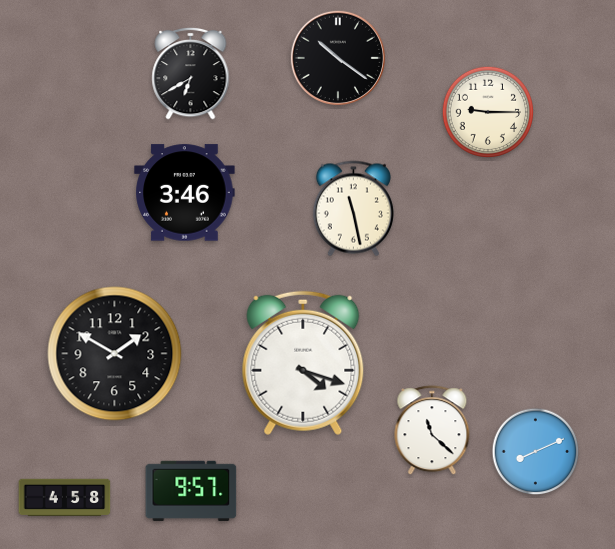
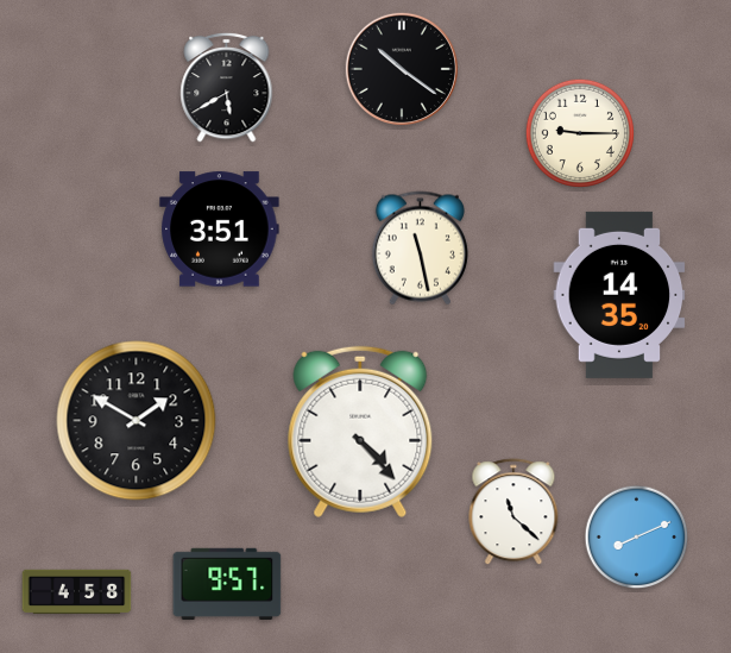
clock at (191, 73): 6:40 -> 5:40
clock at (185, 193): 3:46 -> 3:51
clock at (619, 295): none -> 14:35
clock at (303, 363): 4:18 -> 4:23
